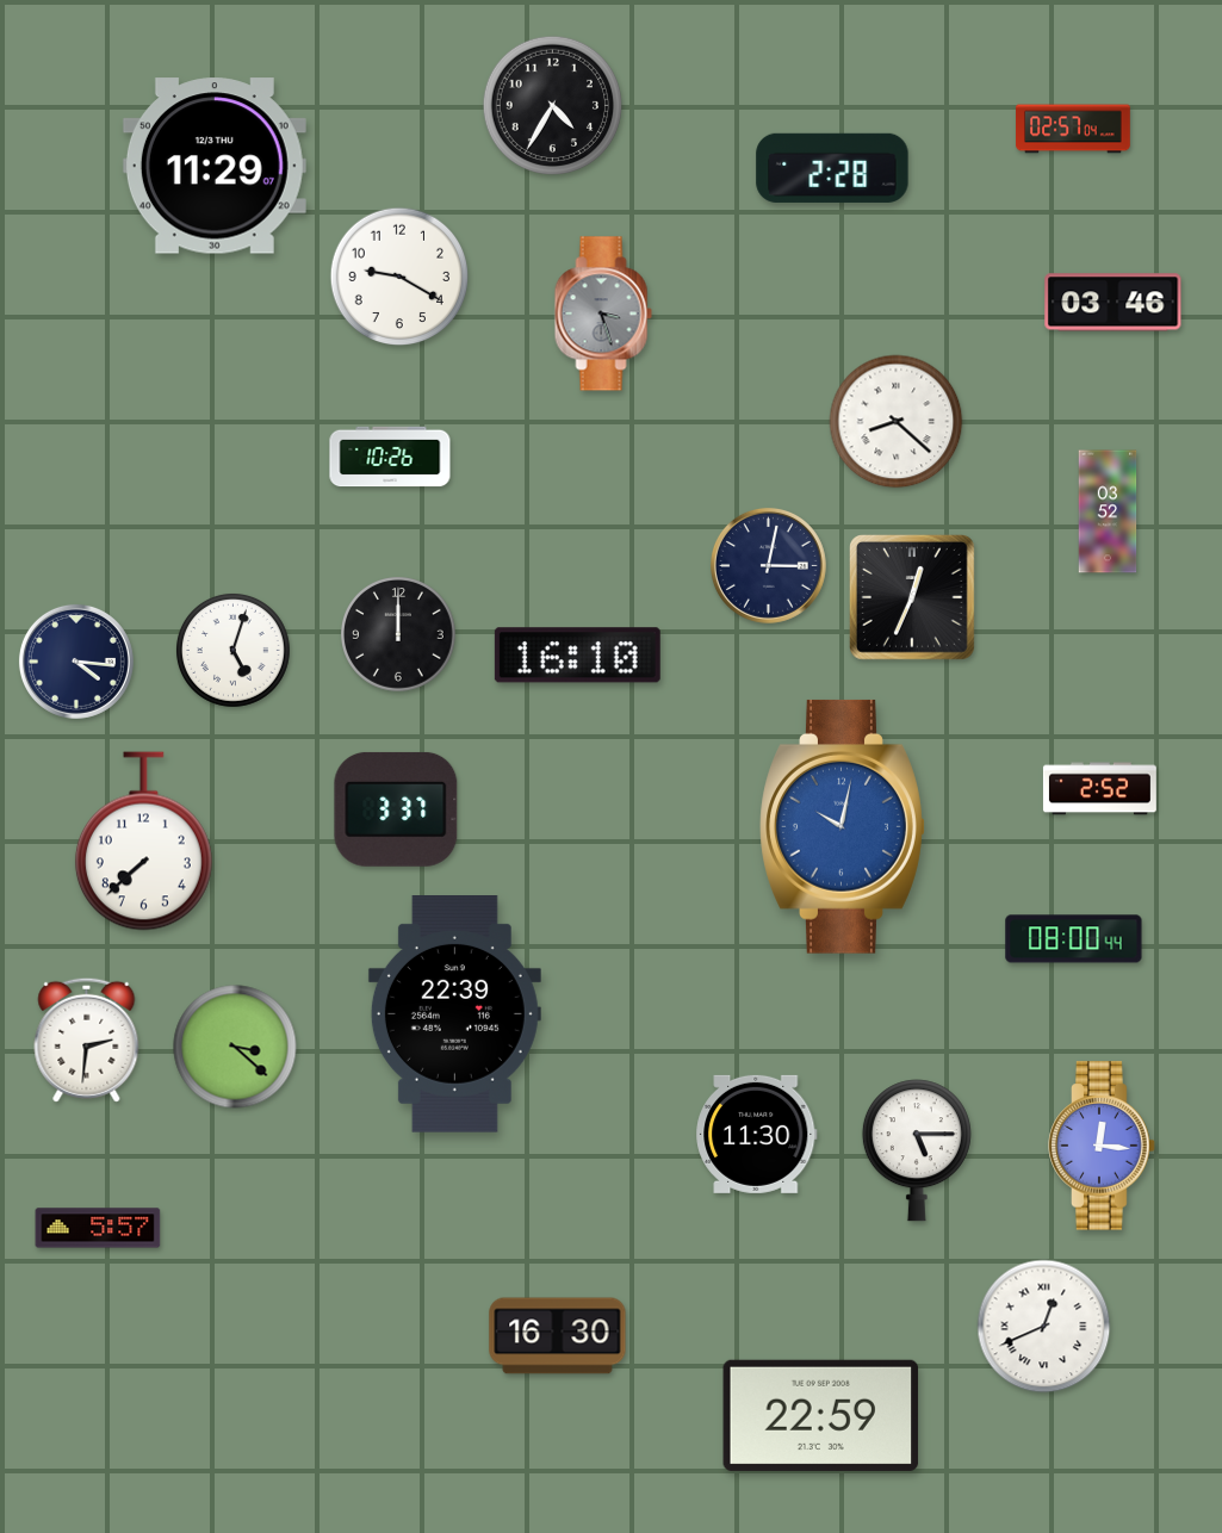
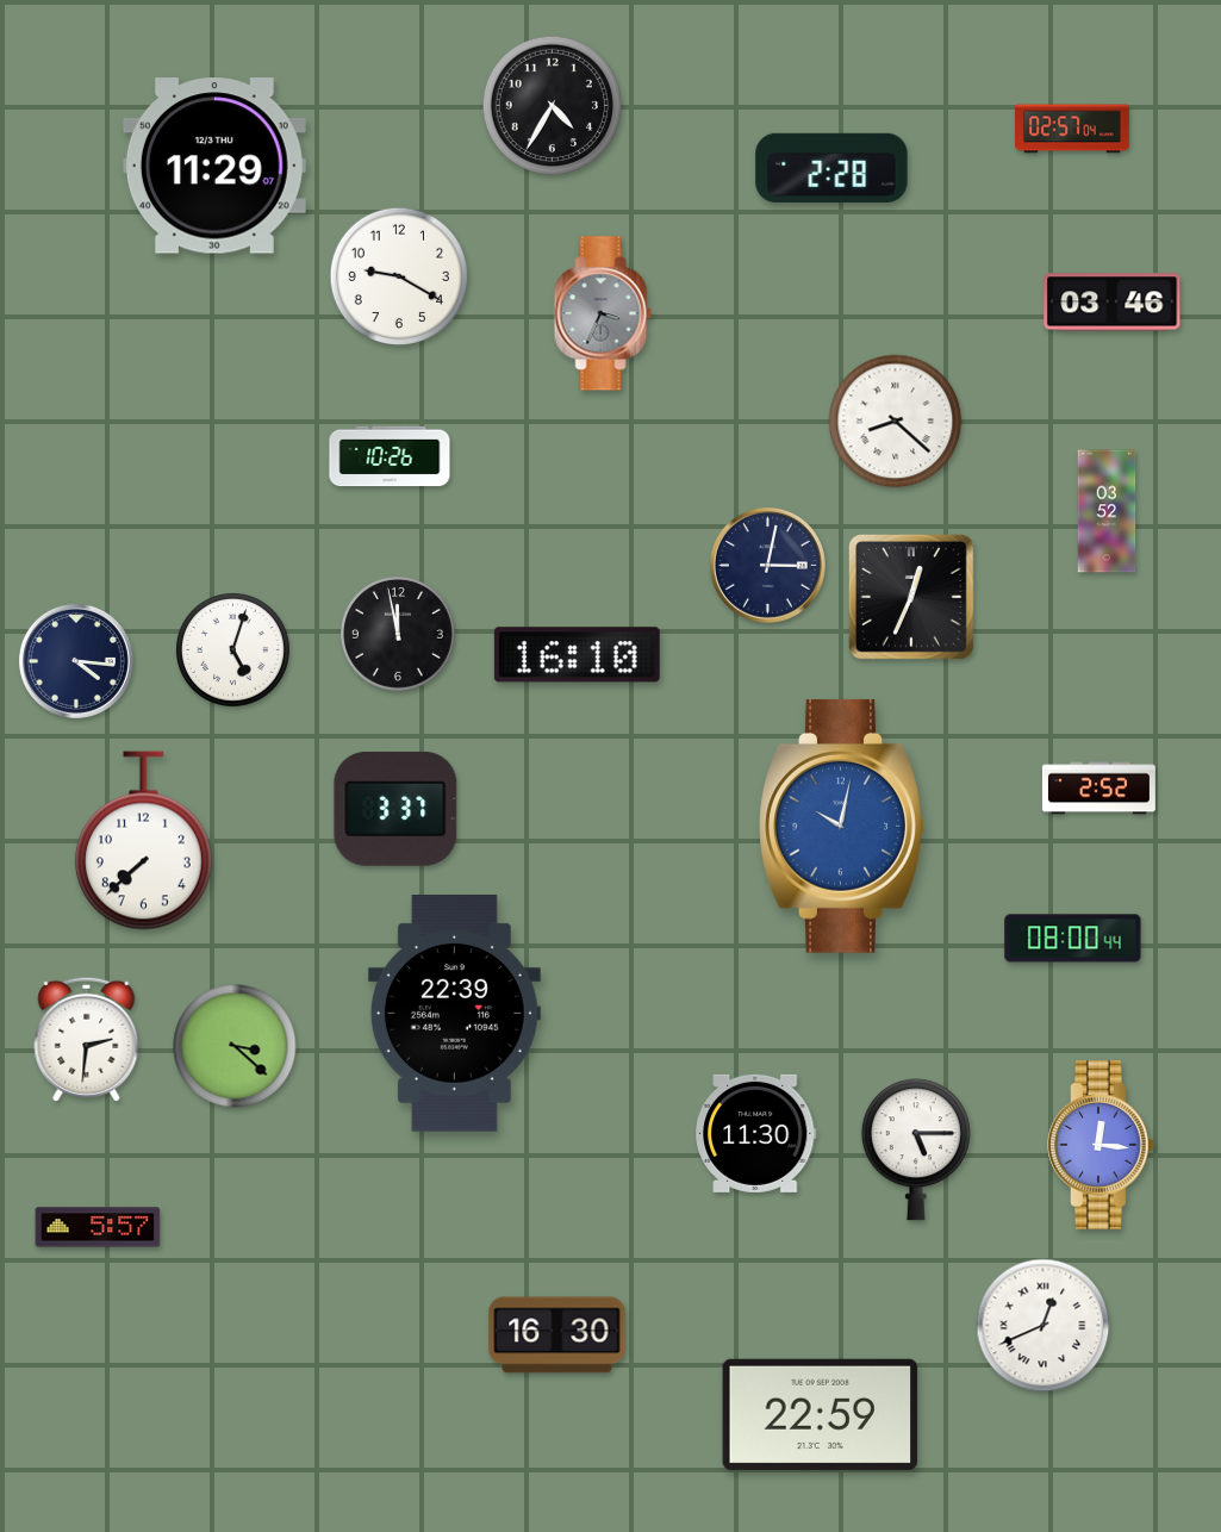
clock at (603, 314): 3:27 -> 3:34
clock at (398, 634): 12:00 -> 11:58
